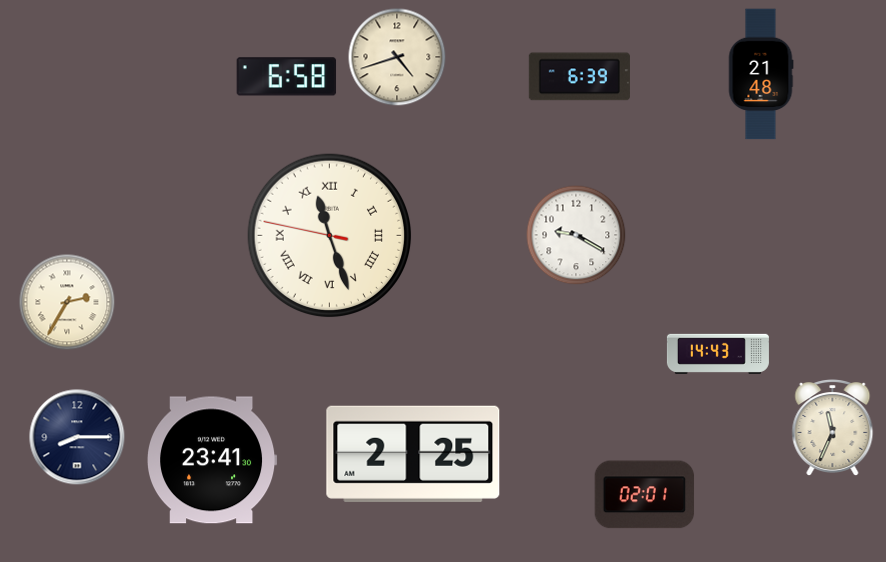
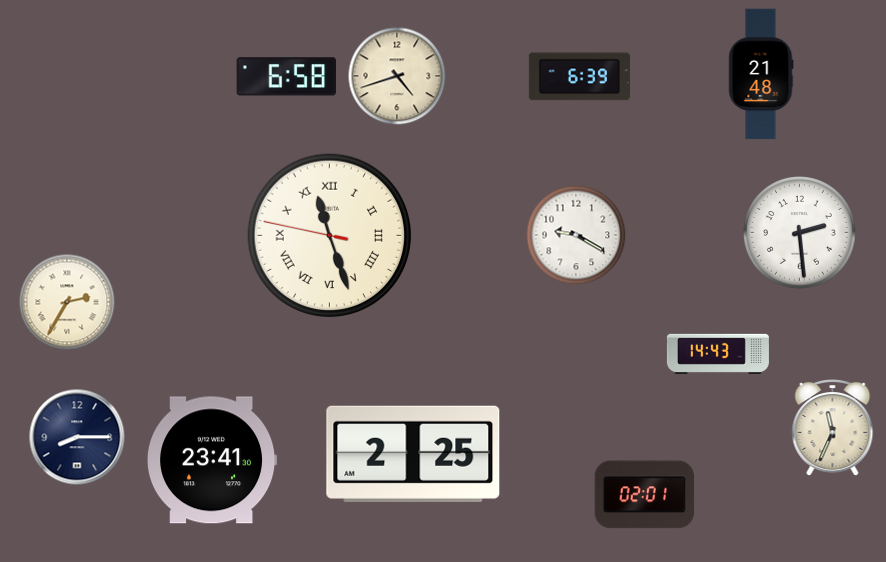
clock at (397, 57) position: (397, 57) -> (397, 76)
clock at (800, 233): none -> 2:29
